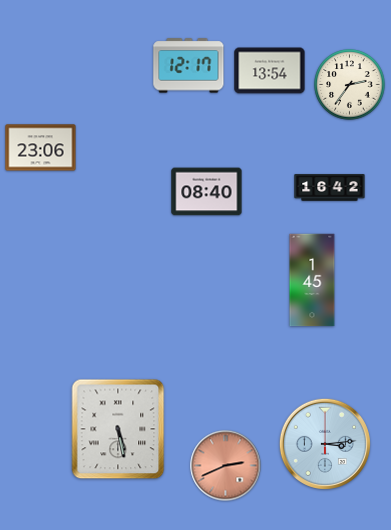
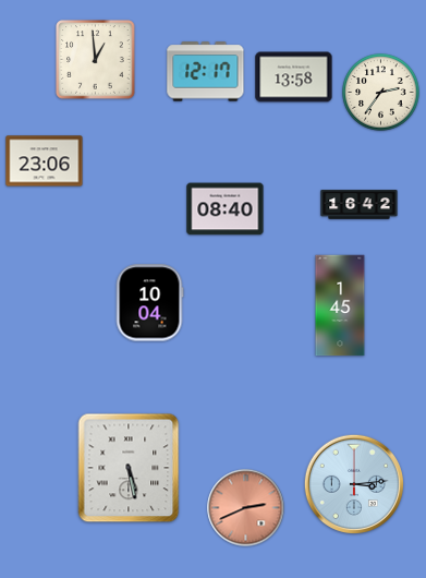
clock at (96, 60): none -> 12:59
clock at (270, 71): 13:54 -> 13:58
clock at (149, 303): none -> 10:04
